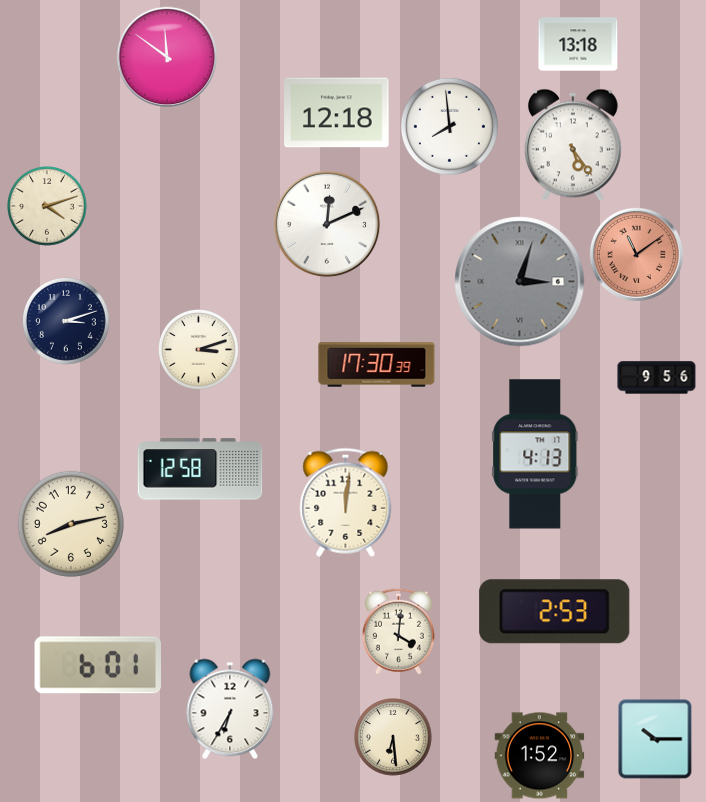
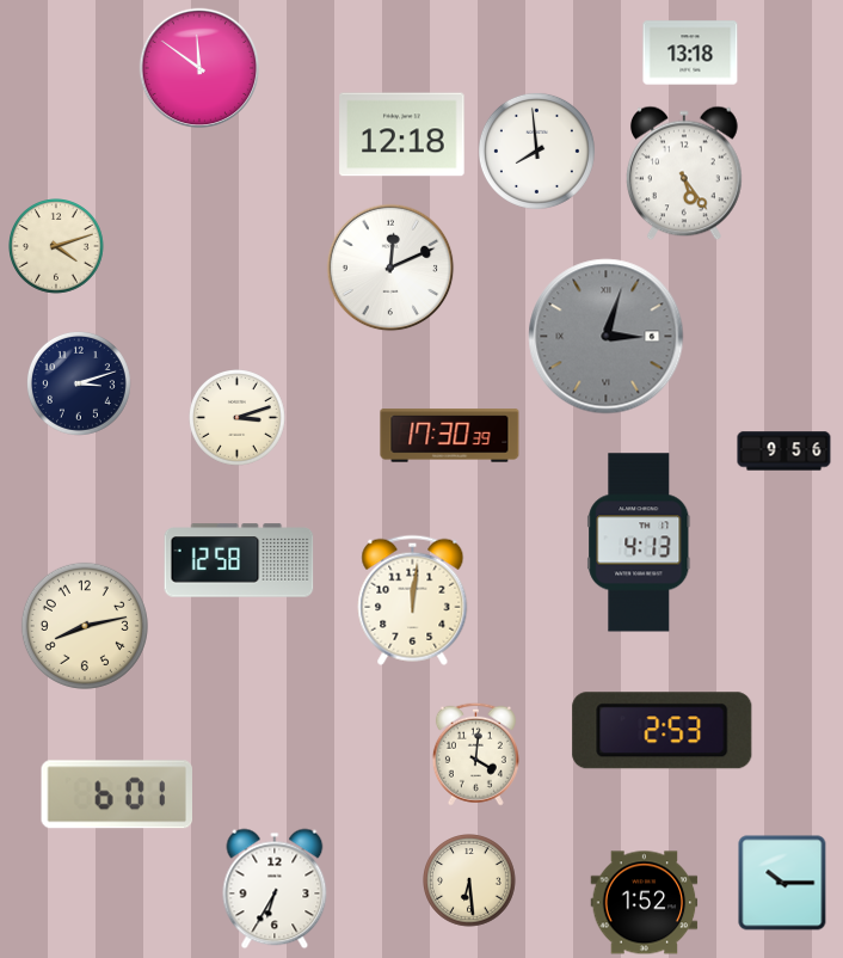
clock at (636, 254): 11:09 -> none
clock at (520, 282) position: (520, 282) -> (607, 337)
clock at (230, 709) position: (230, 709) -> (275, 889)
